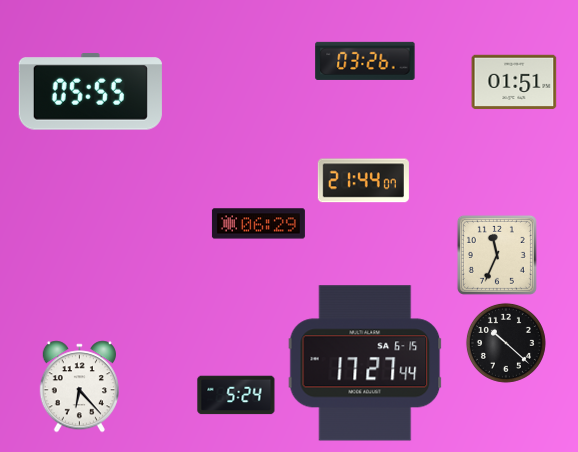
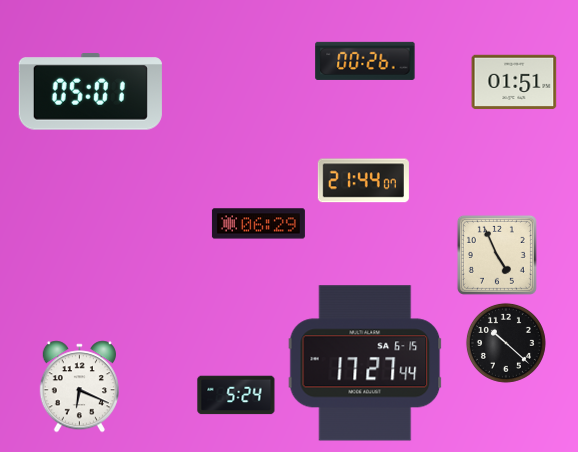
clock at (365, 61): 03:26 -> 00:26
clock at (90, 92): 05:55 -> 05:01
clock at (497, 255): 11:34 -> 4:56
clock at (79, 387): 6:23 -> 6:19
